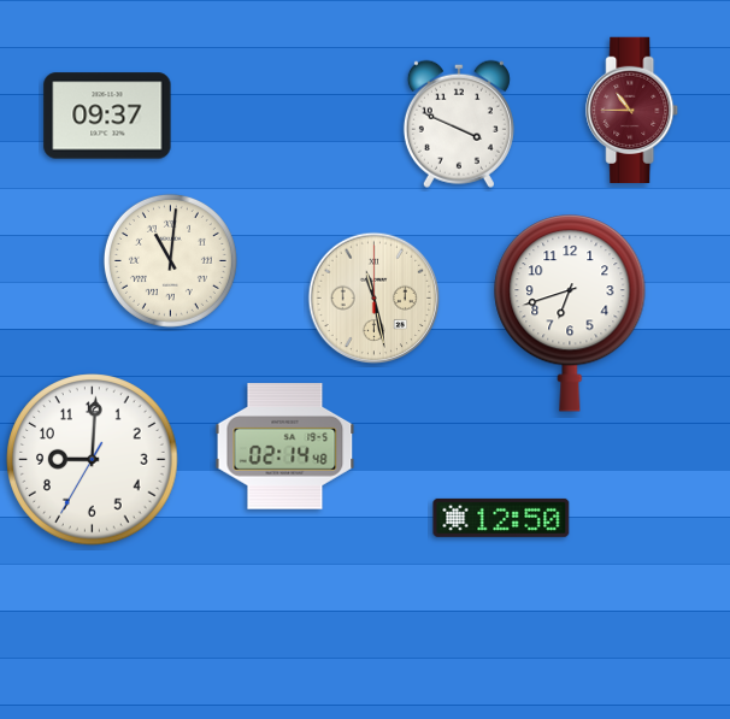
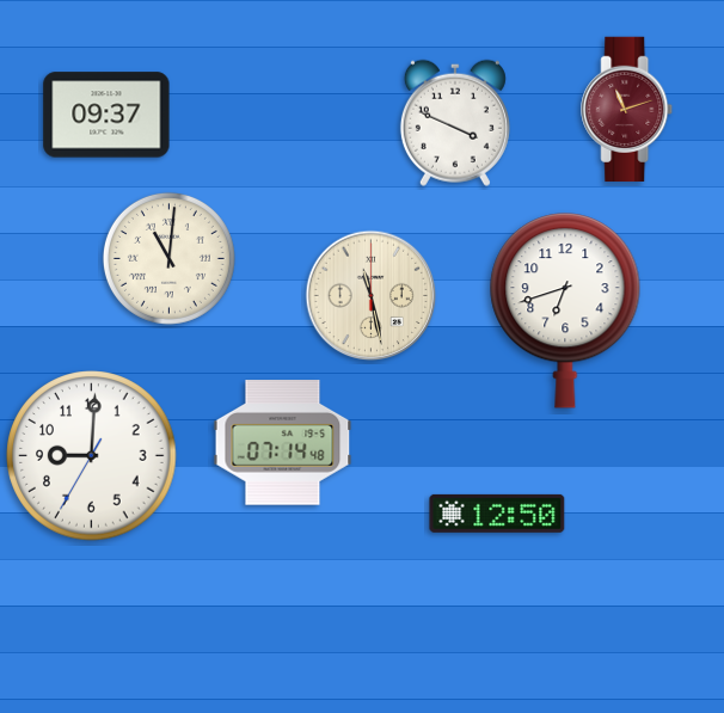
clock at (632, 110): 10:45 -> 11:12
clock at (285, 447): 02:14 -> 07:14
